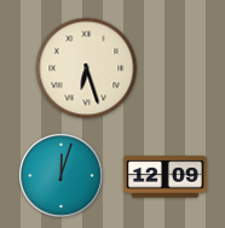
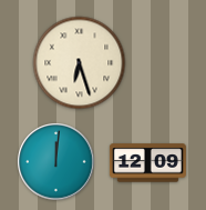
clock at (62, 176): 12:03 -> 12:01
clock at (165, 177) position: (165, 177) -> (147, 163)
